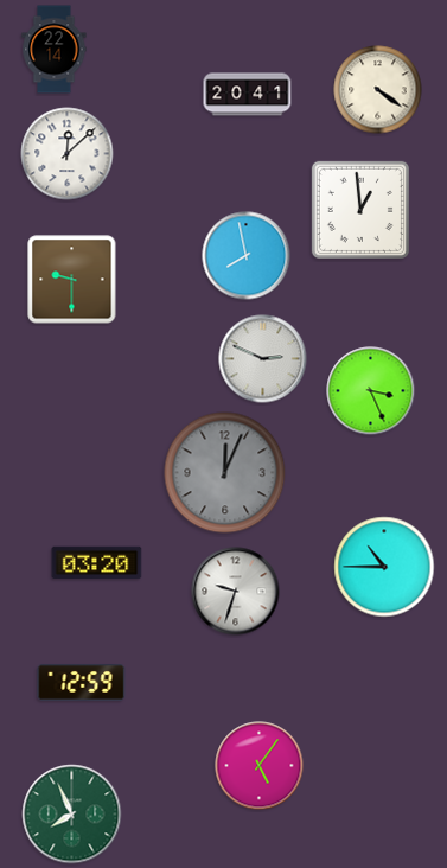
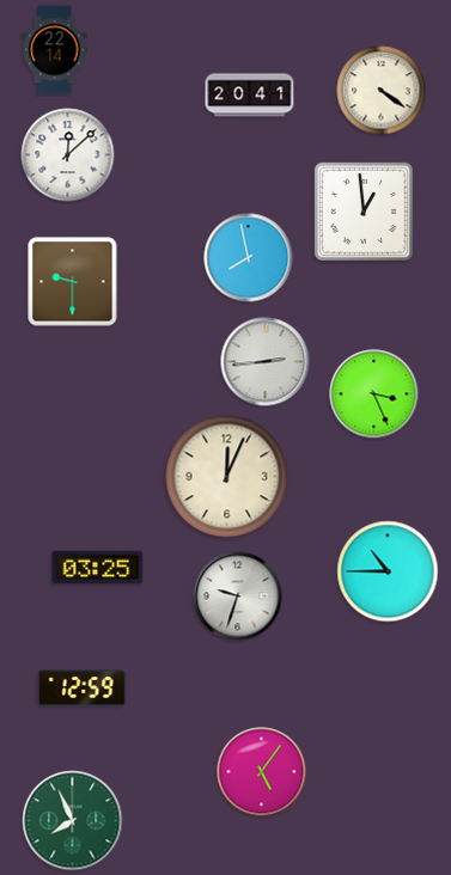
clock at (263, 359): 2:49 -> 2:44
clock at (225, 473) dial: grey -> cream
clock at (97, 563): 03:20 -> 03:25
